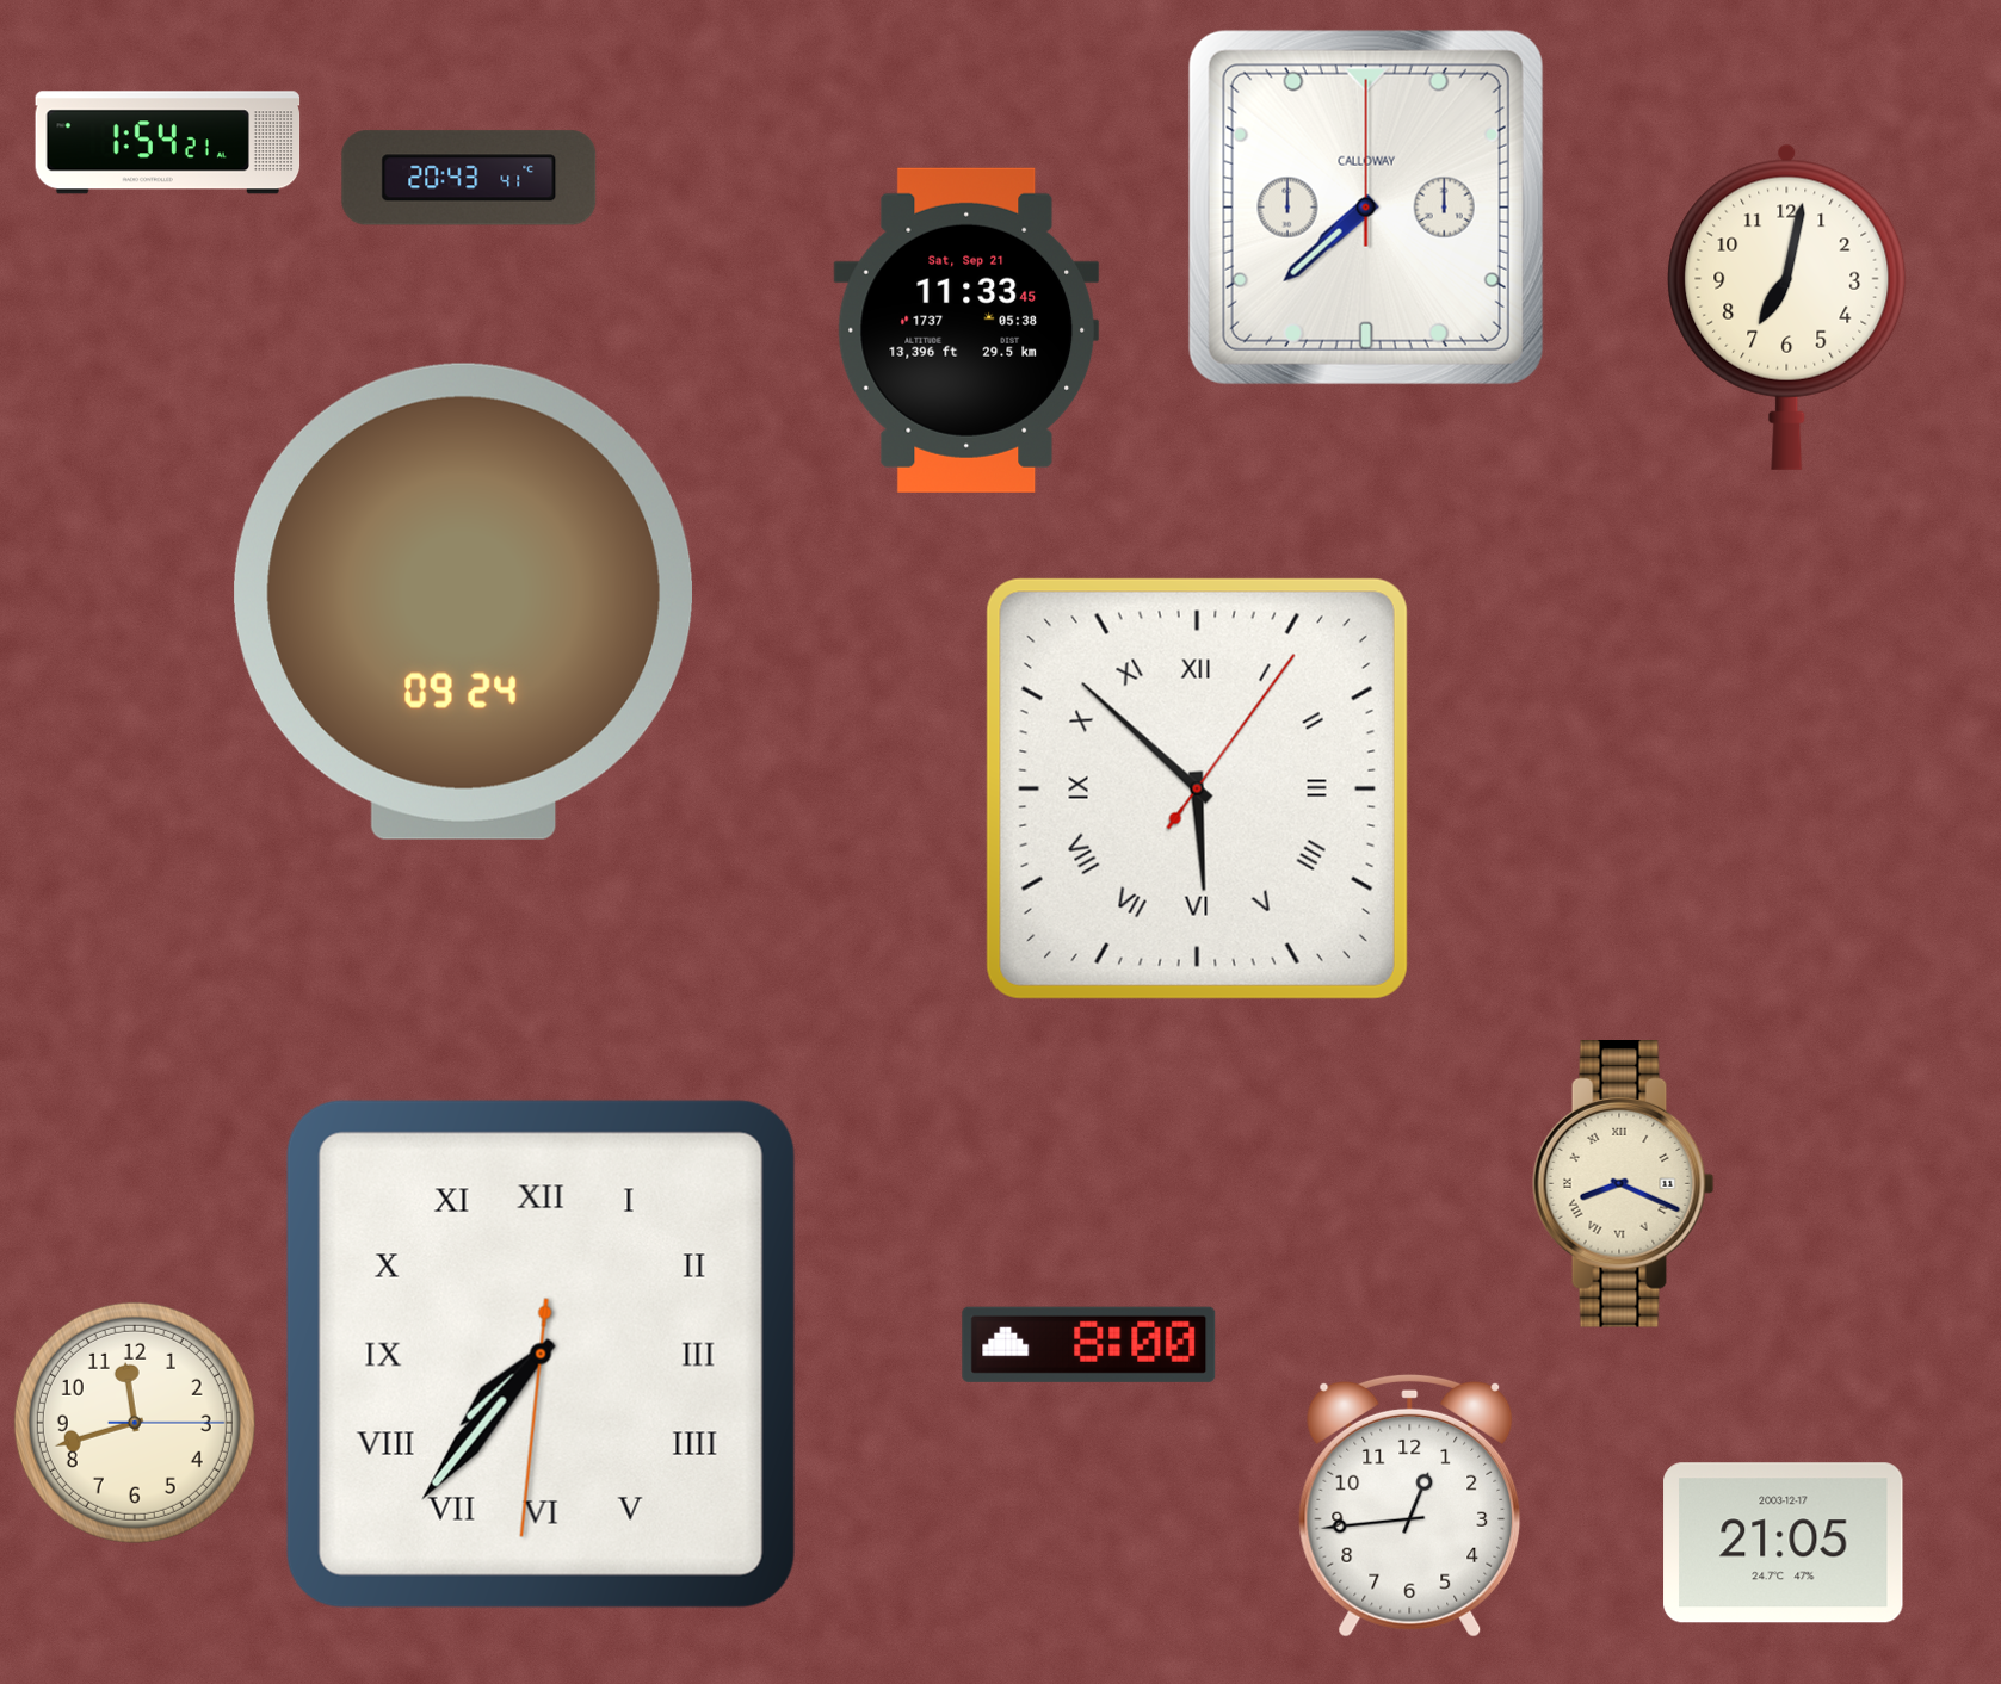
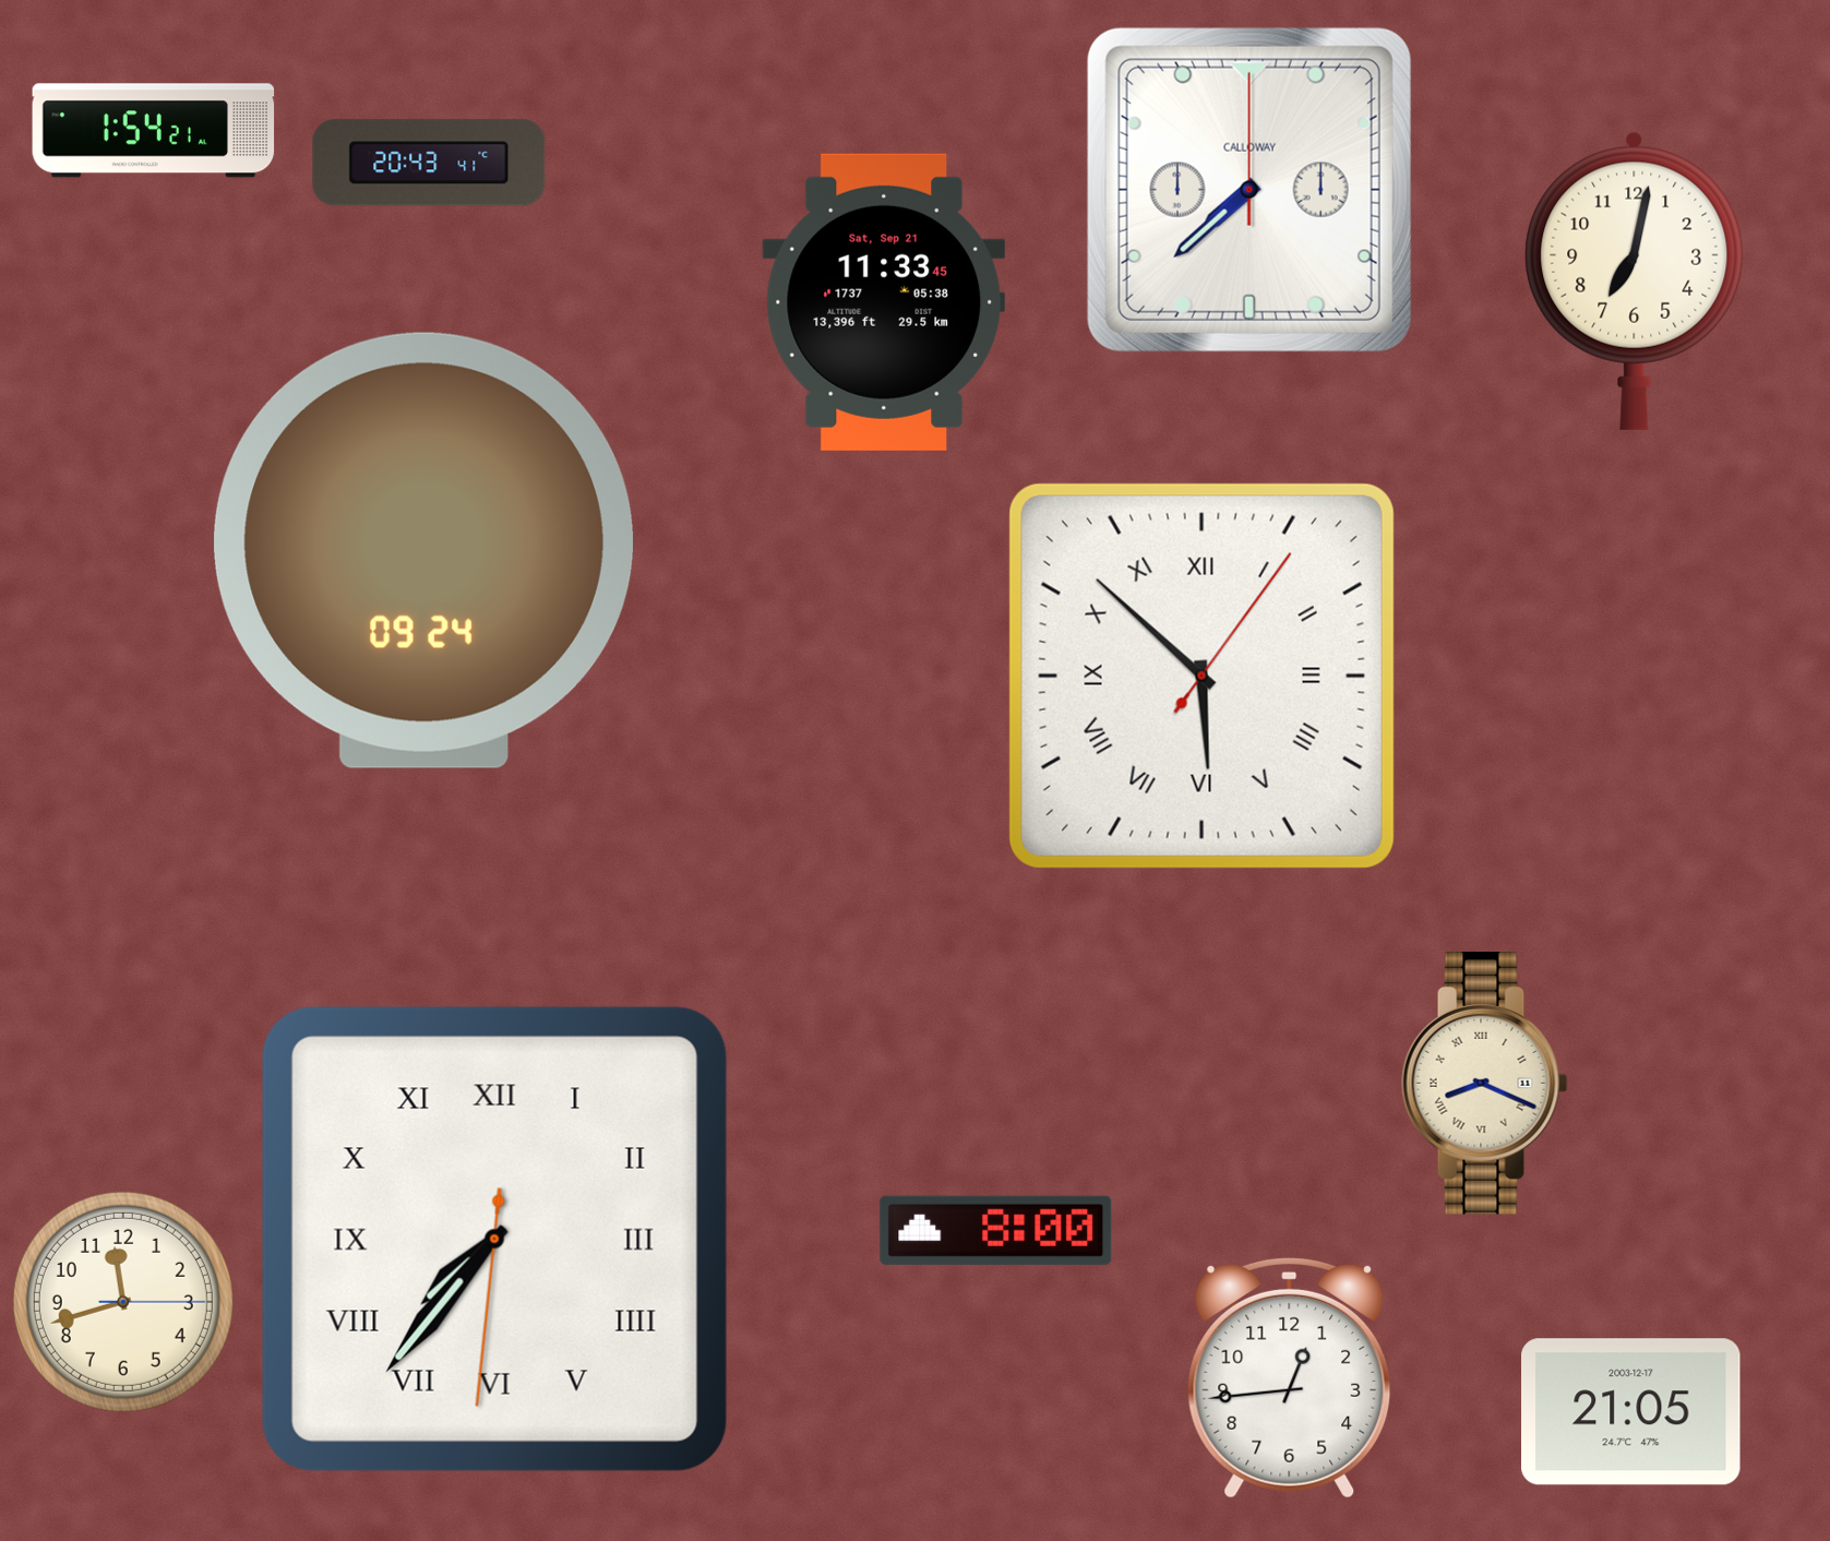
clock at (1197, 788) position: (1197, 788) -> (1201, 676)
